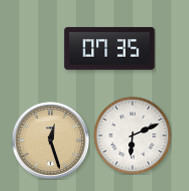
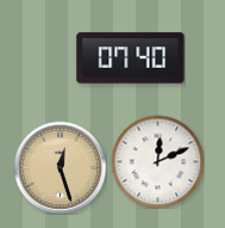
clock at (110, 49): 07:35 -> 07:40
clock at (132, 135): 6:11 -> 12:11
